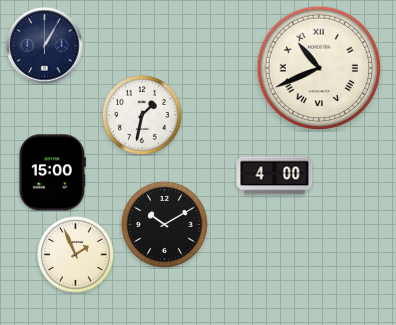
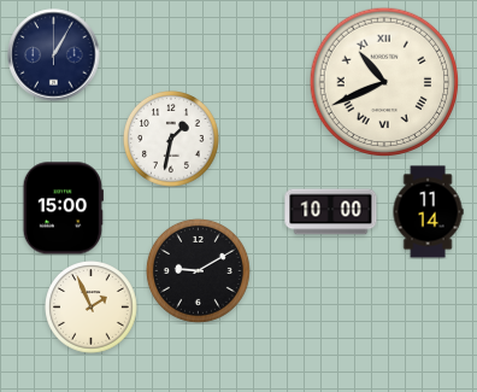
clock at (275, 176): 4:00 -> 10:00
clock at (428, 212): none -> 11:14
clock at (164, 224): 10:10 -> 9:10
